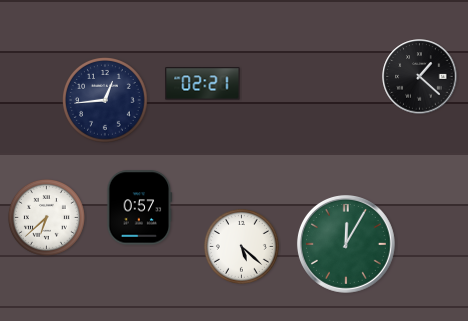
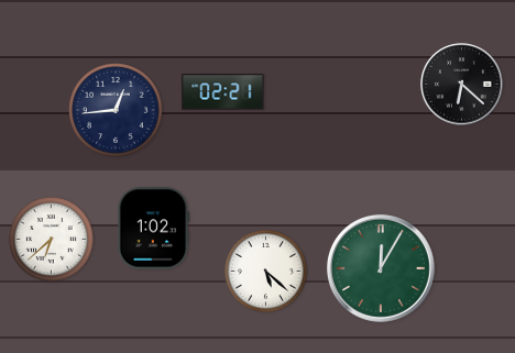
clock at (420, 77): 1:22 -> 6:22
clock at (140, 208): 0:57 -> 1:02
